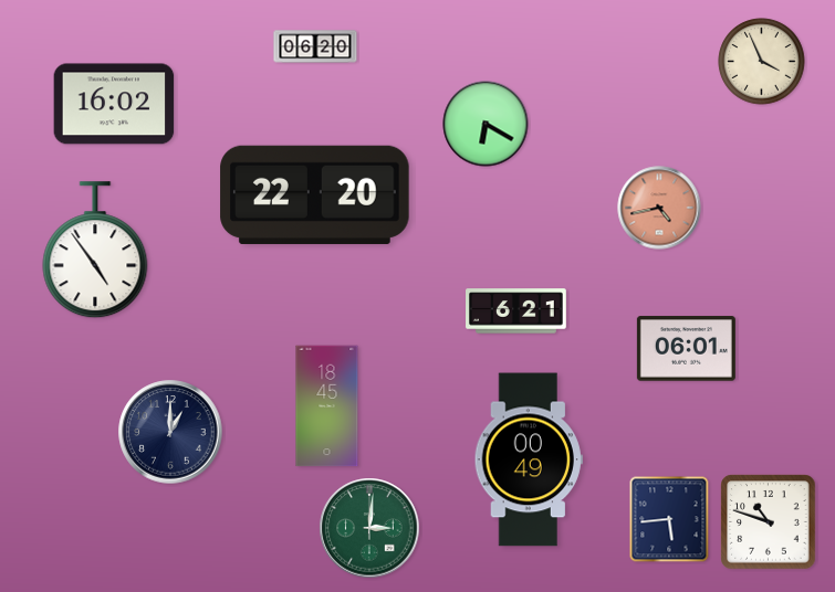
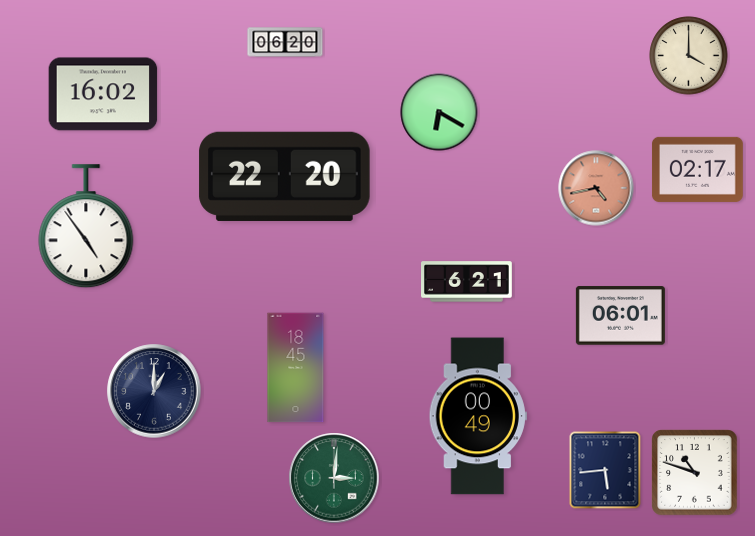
clock at (762, 62): 3:56 -> 4:00
clock at (697, 169): none -> 02:17
